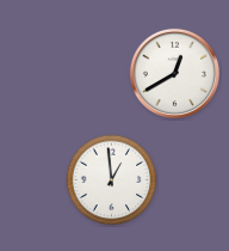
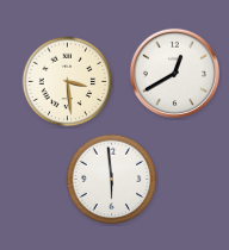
clock at (68, 82): none -> 3:29
clock at (112, 180): 12:59 -> 5:59
